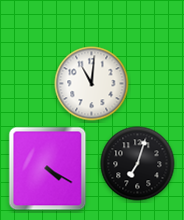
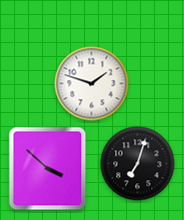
clock at (92, 84): 11:01 -> 1:48
clock at (48, 169): 4:20 -> 3:52
